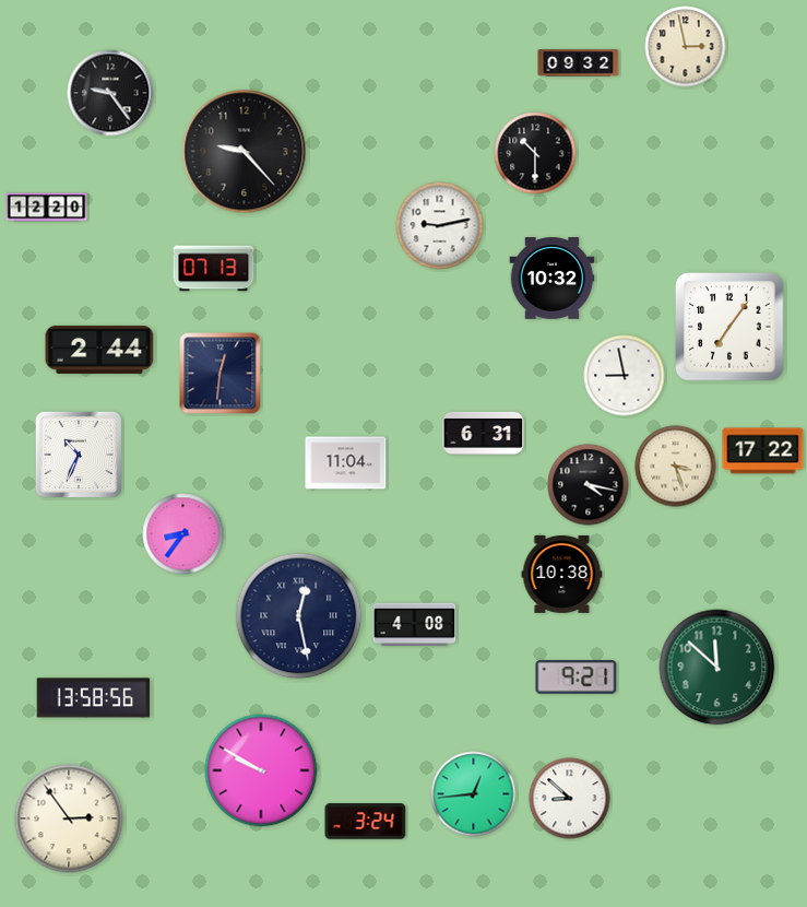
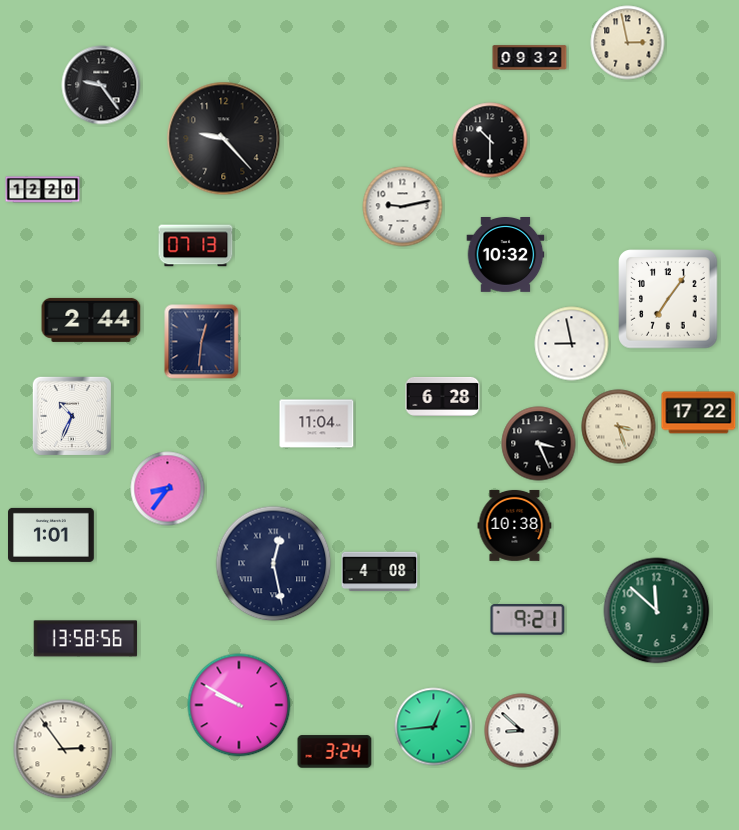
clock at (484, 433): 6:31 -> 6:28
clock at (589, 485): 4:17 -> 3:26
clock at (52, 535): none -> 1:01
